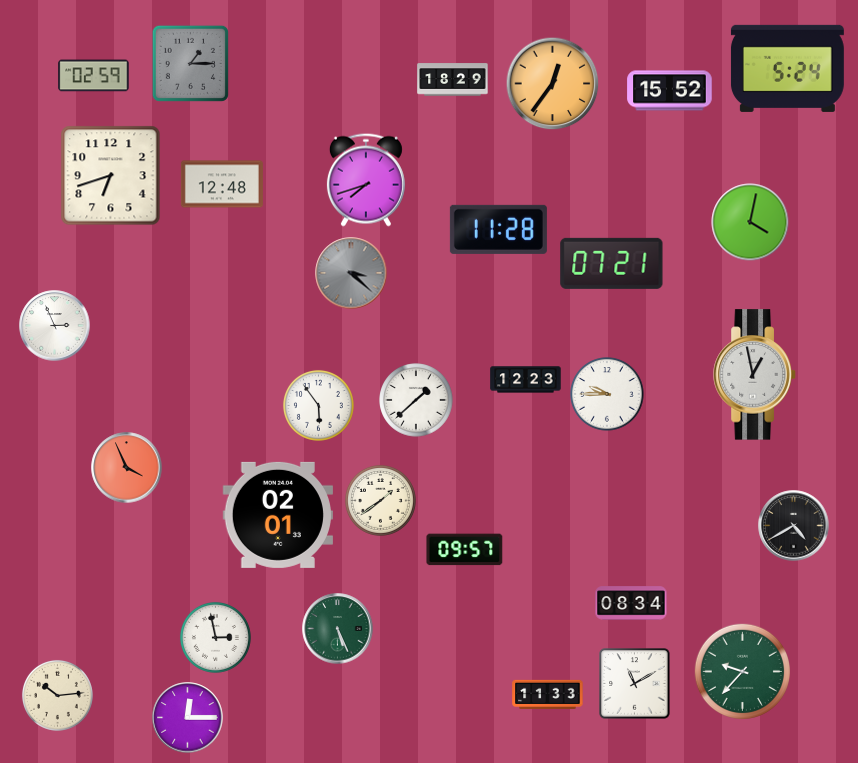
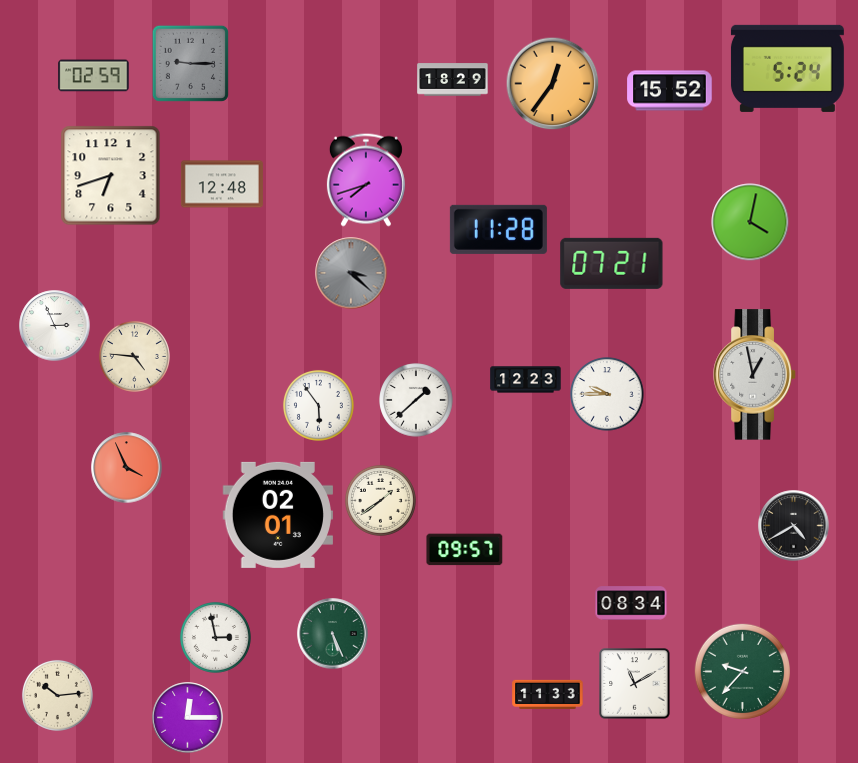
clock at (190, 63): 1:15 -> 9:15
clock at (134, 356): none -> 4:46
clock at (338, 629) position: (338, 629) -> (333, 634)
